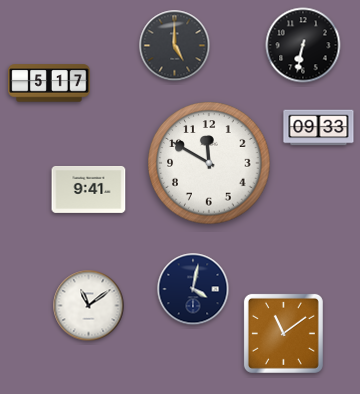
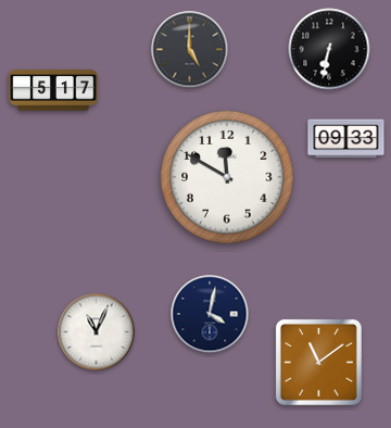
clock at (89, 189): 9:41 -> none
clock at (89, 306): 11:09 -> 11:04
clock at (283, 333) position: (283, 333) -> (318, 362)
